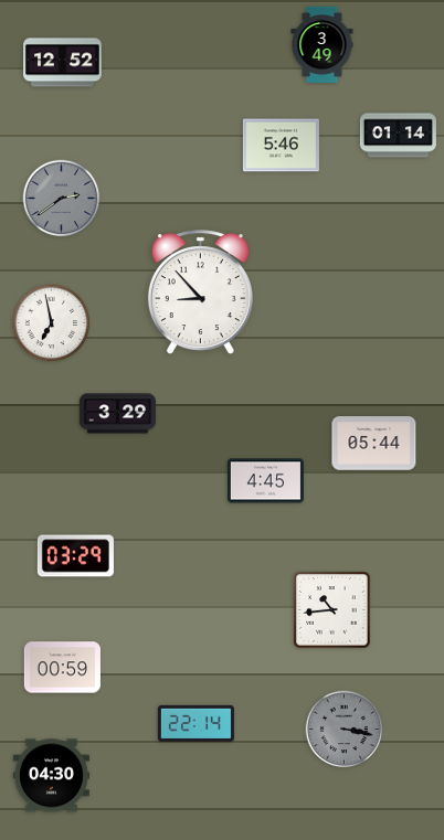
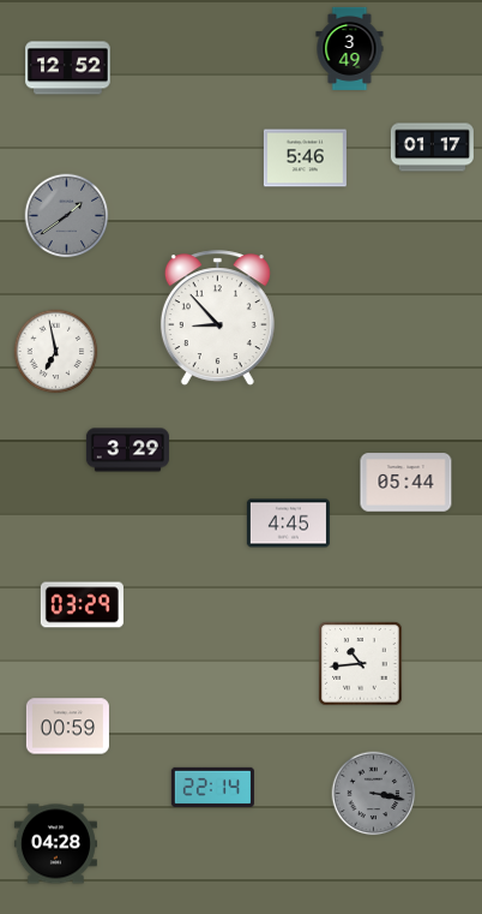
clock at (398, 136): 01:14 -> 01:17
clock at (62, 199): 2:39 -> 1:39
clock at (51, 776): 04:30 -> 04:28
